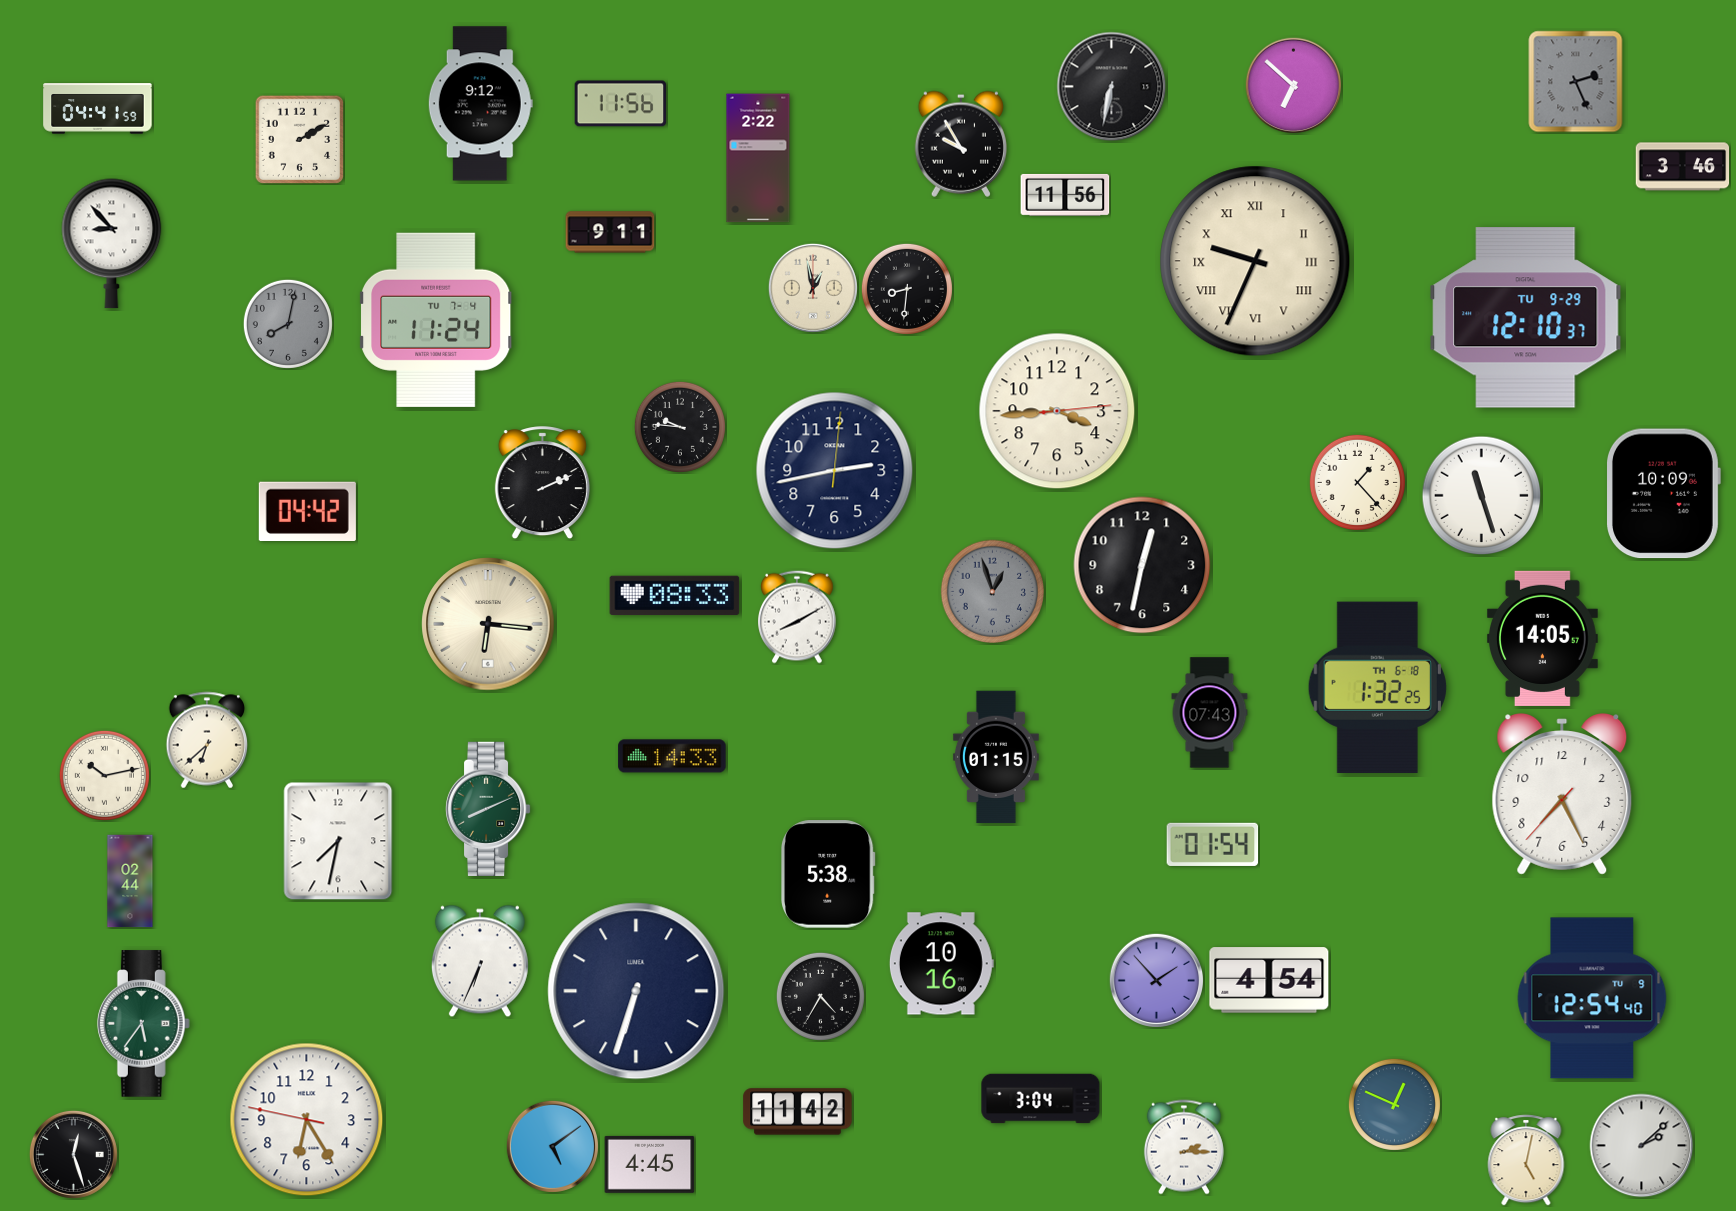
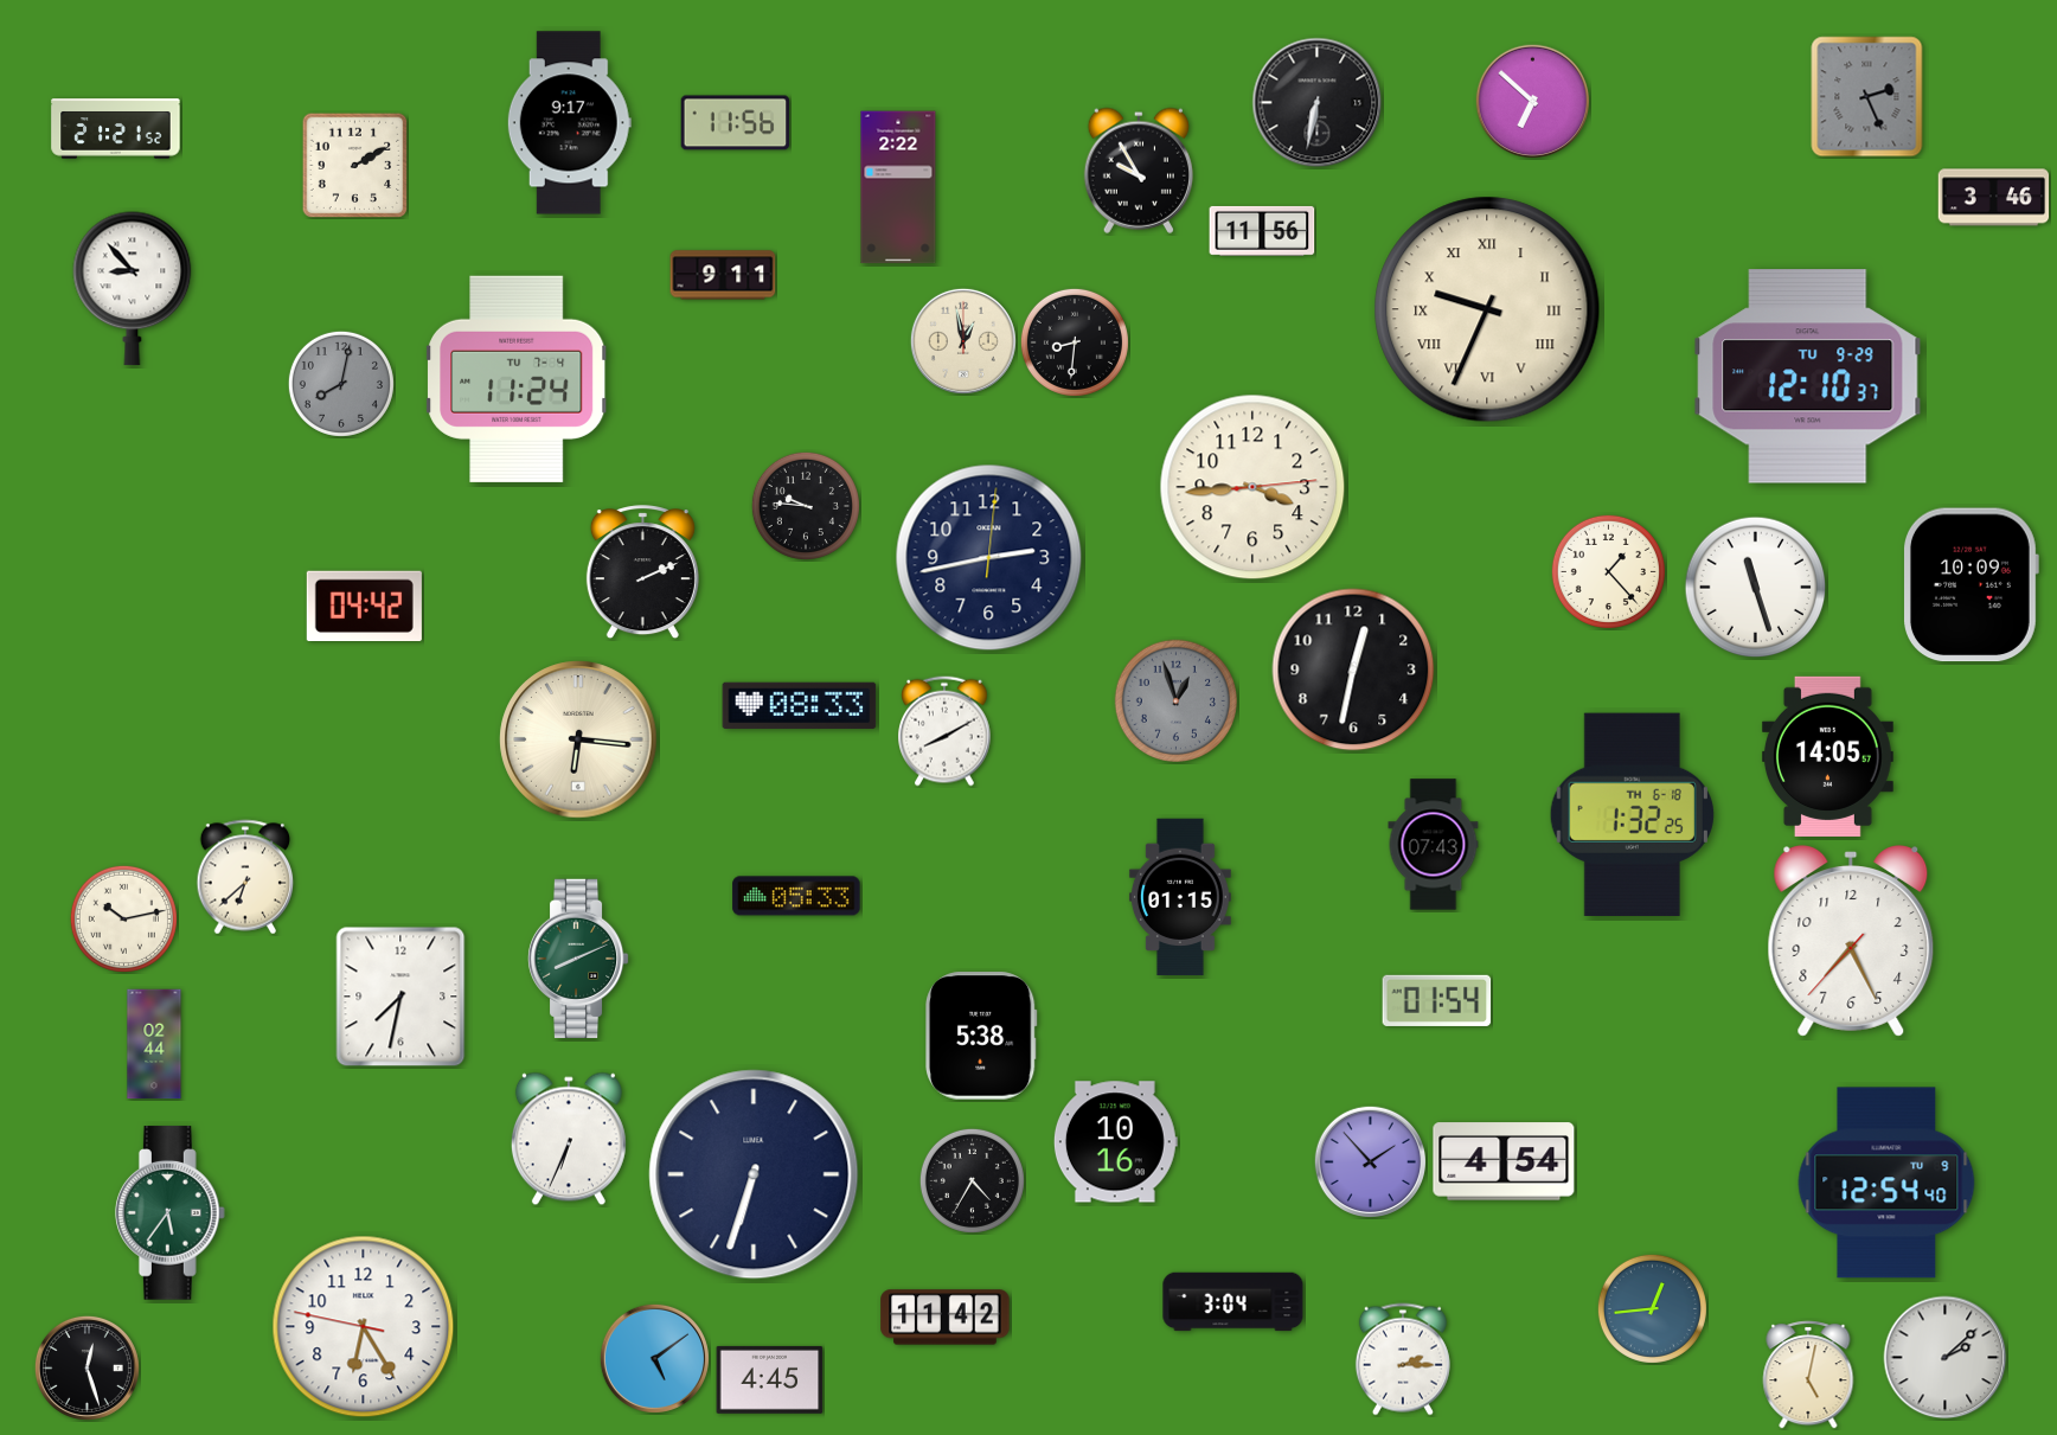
clock at (480, 104): 9:12 -> 9:17
clock at (98, 109): 04:41 -> 21:21
clock at (672, 756): 14:33 -> 05:33
clock at (1394, 1104): 12:49 -> 12:44
